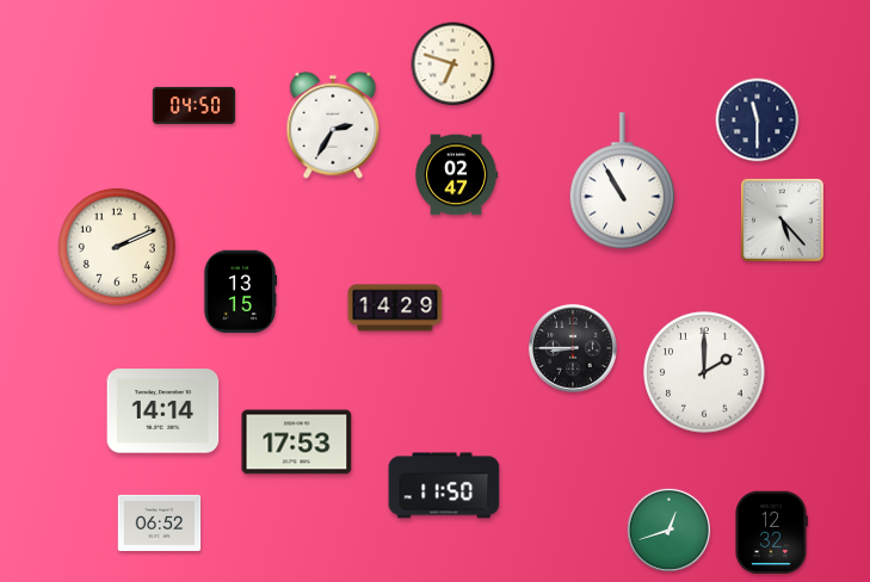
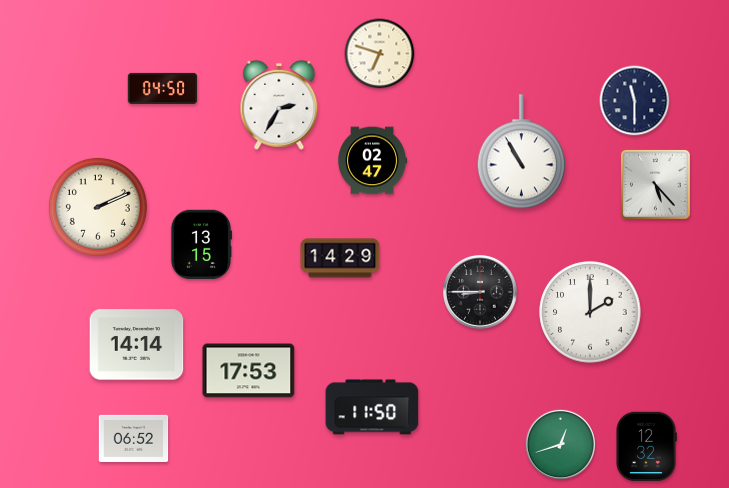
clock at (457, 175) position: (457, 175) -> (373, 161)
clock at (395, 308) position: (395, 308) -> (340, 258)
